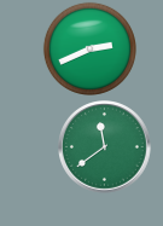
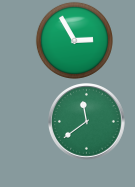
clock at (89, 48): 2:41 -> 2:55
